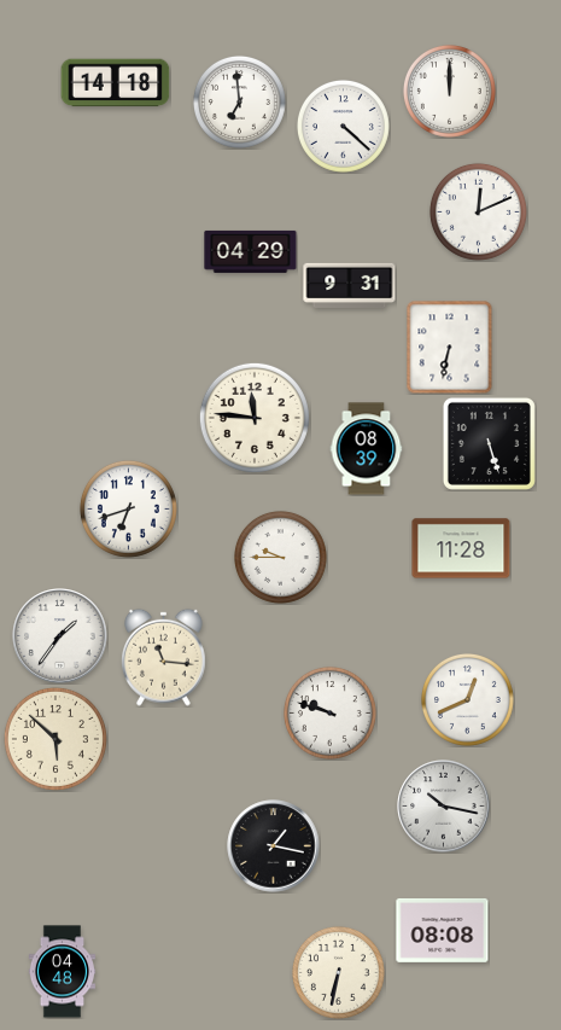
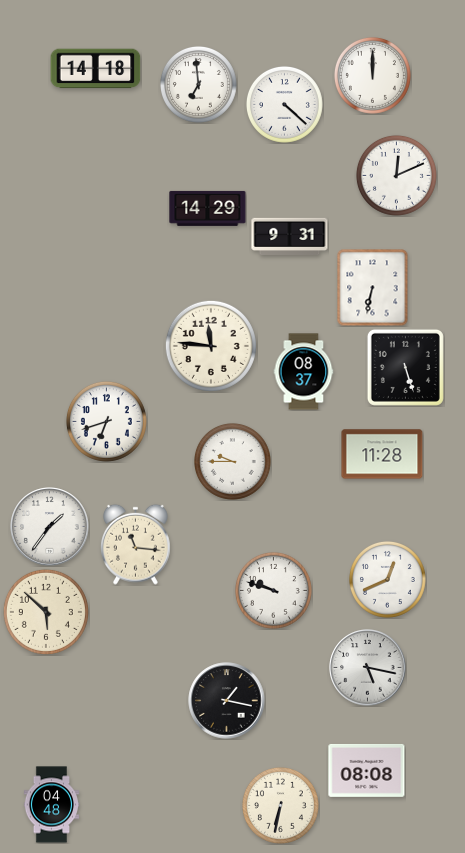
clock at (251, 251): 04:29 -> 14:29
clock at (367, 449): 08:39 -> 08:37
clock at (444, 807): 10:17 -> 5:17
